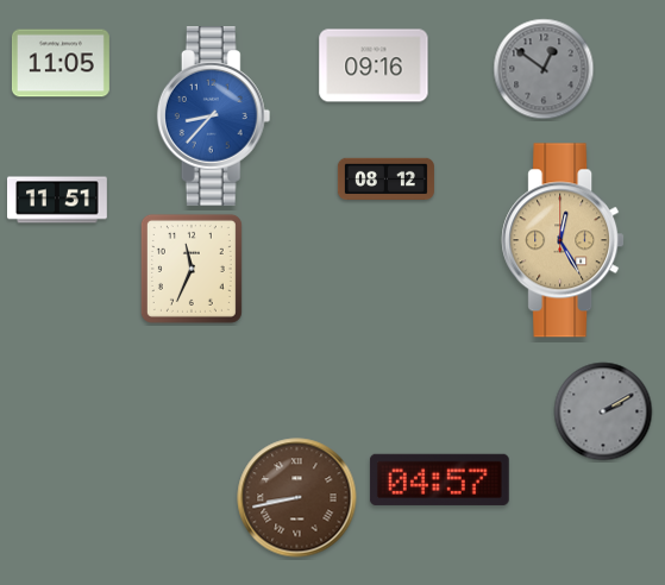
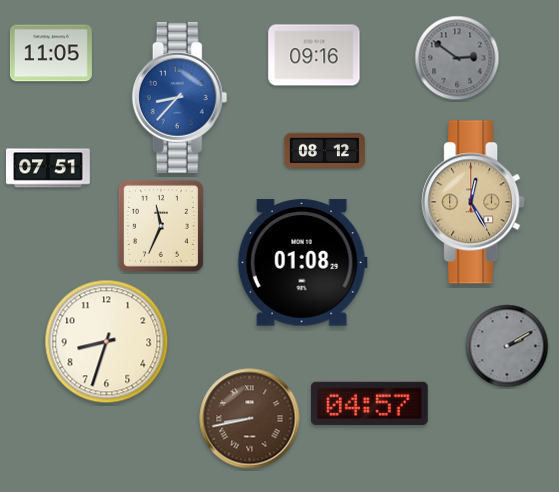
clock at (544, 69): 12:51 -> 2:51
clock at (58, 200): 11:51 -> 07:51
clock at (302, 263): none -> 01:08
clock at (107, 342): none -> 8:33
